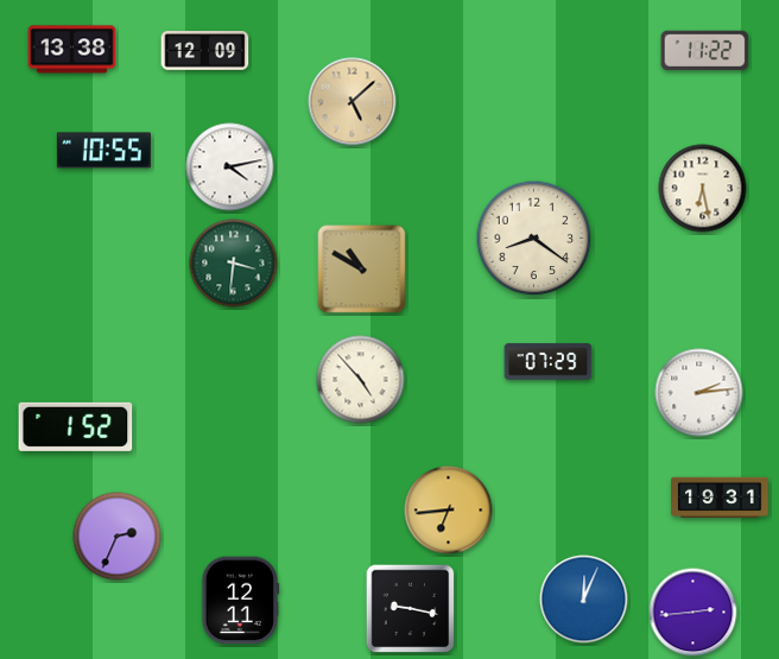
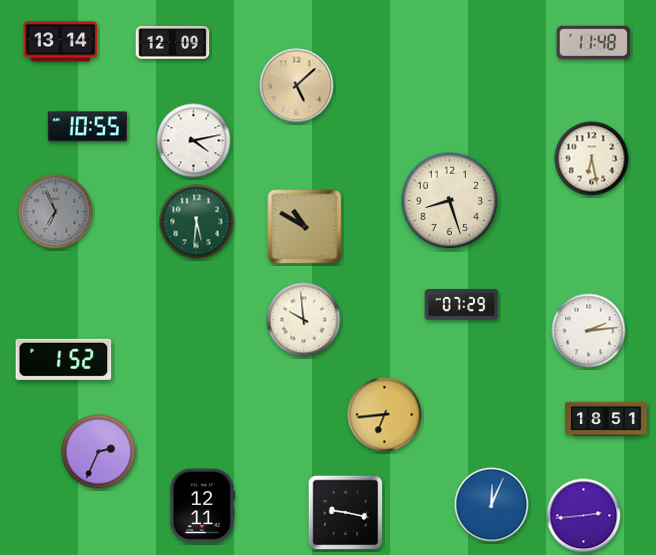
clock at (72, 50): 13:38 -> 13:14
clock at (705, 50): 11:22 -> 11:48
clock at (534, 239): 8:21 -> 8:27
clock at (56, 212): none -> 6:56
clock at (234, 264): 3:31 -> 5:31
clock at (361, 380): 4:53 -> 9:59
clock at (720, 498): 19:31 -> 18:51
clock at (449, 511) position: (449, 511) -> (385, 415)
